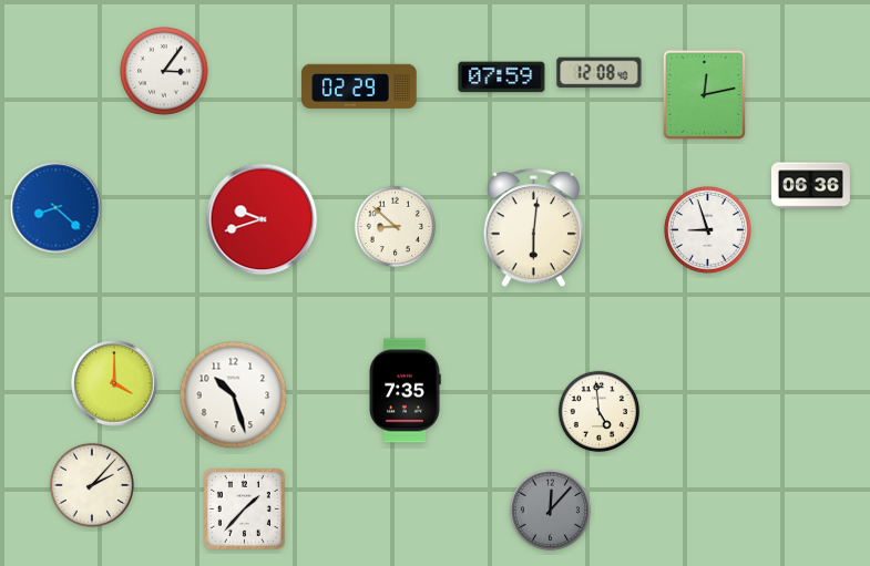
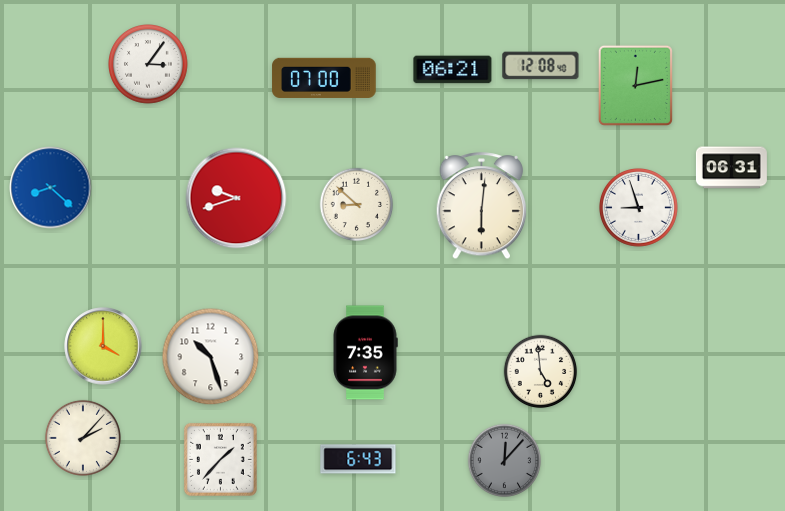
clock at (502, 78): 07:59 -> 06:21
clock at (359, 86): 02:29 -> 07:00
clock at (810, 186): 06:36 -> 06:31
clock at (358, 459): none -> 6:43
clock at (551, 511) position: (551, 511) -> (505, 461)
